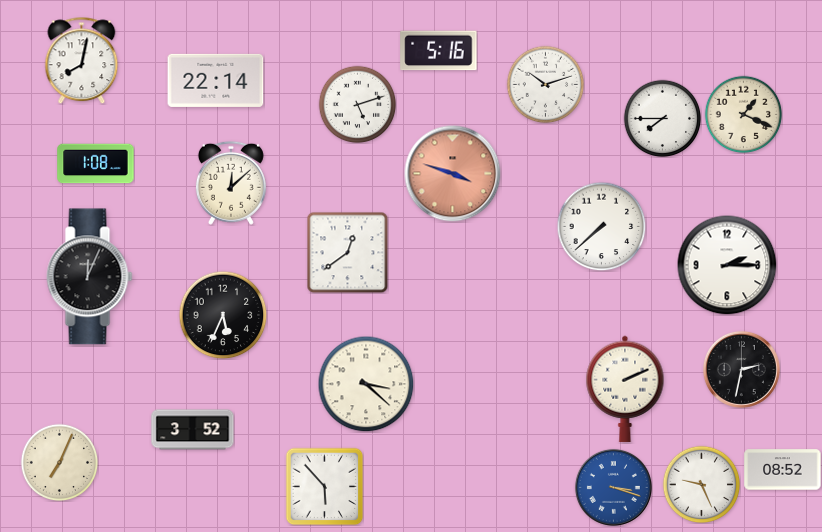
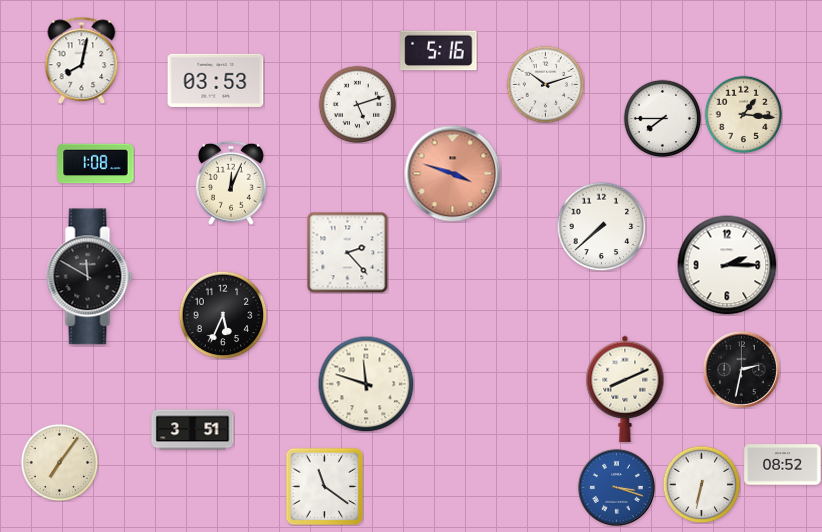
clock at (216, 80): 22:14 -> 03:53
clock at (743, 114): 1:19 -> 1:16
clock at (231, 183): 12:08 -> 12:04
clock at (347, 252): 12:39 -> 2:23
clock at (90, 277): 12:04 -> 11:50
clock at (366, 384): 3:22 -> 11:48
clock at (625, 389): 2:11 -> 8:11
clock at (193, 430): 3:52 -> 3:51
clock at (59, 462): 7:04 -> 7:06
clock at (783, 470) position: (783, 470) -> (783, 465)
clock at (701, 484): 9:26 -> 6:32
clock at (324, 486): 5:53 -> 11:21
clock at (613, 487) position: (613, 487) -> (616, 487)
